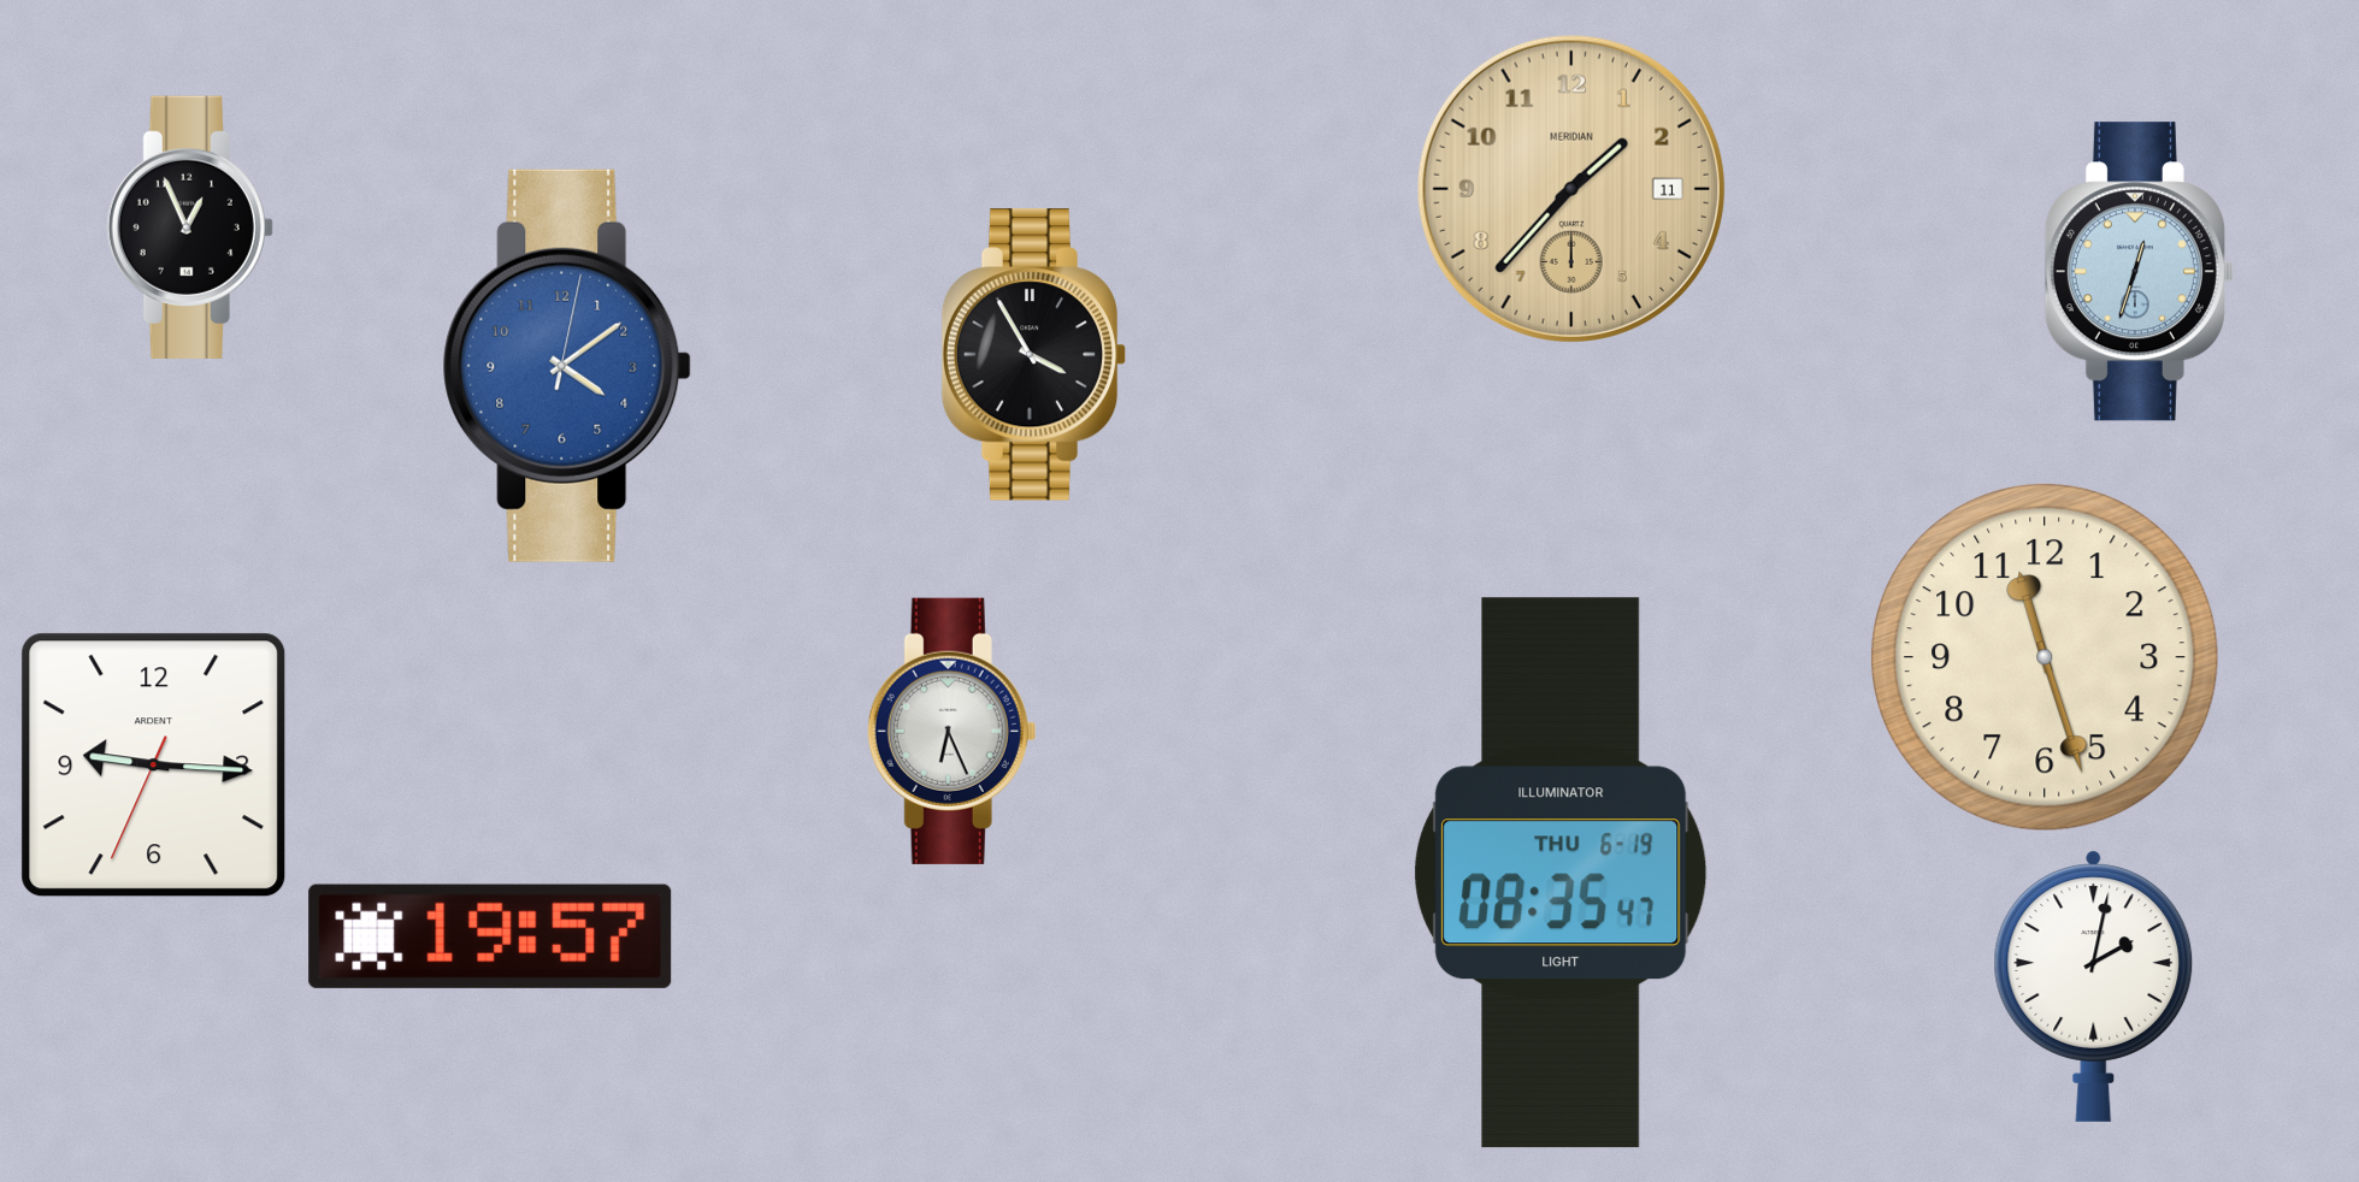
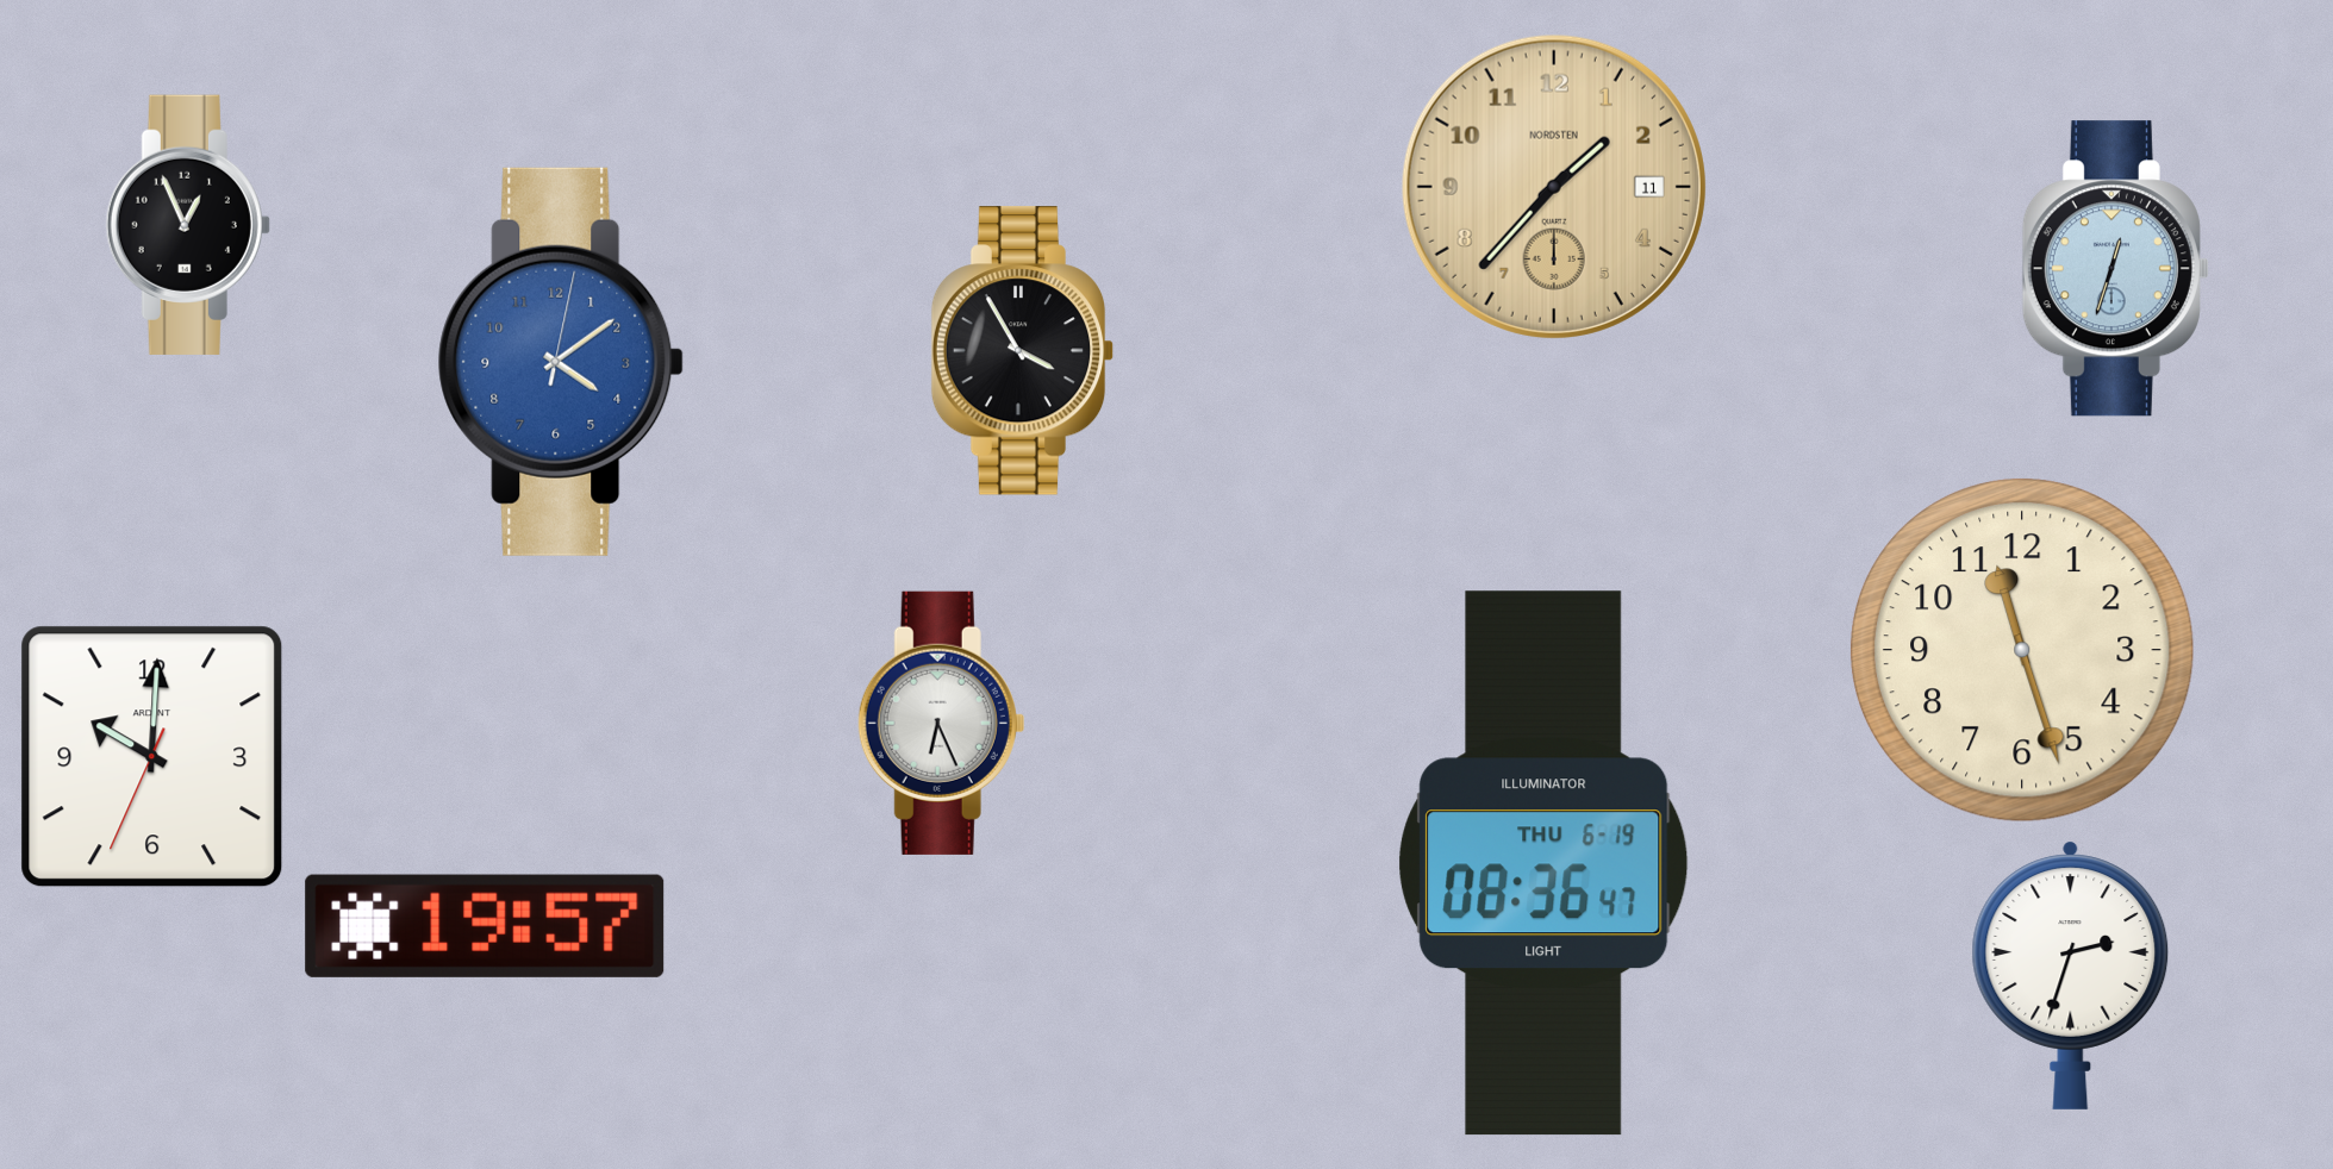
clock at (1571, 189) brand: MERIDIAN -> NORDSTEN
clock at (154, 766): 9:15 -> 10:00
clock at (1561, 873): 08:35 -> 08:36
clock at (2094, 986): 2:02 -> 2:33
